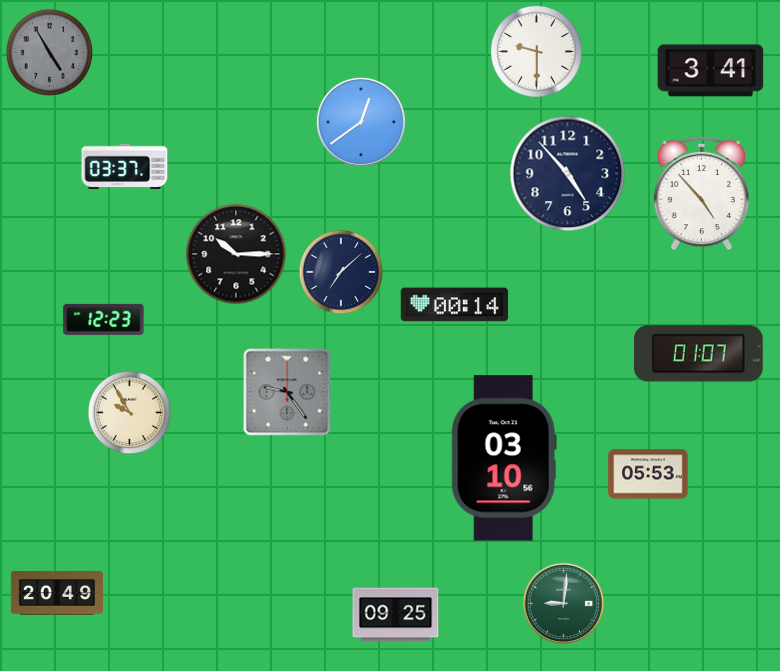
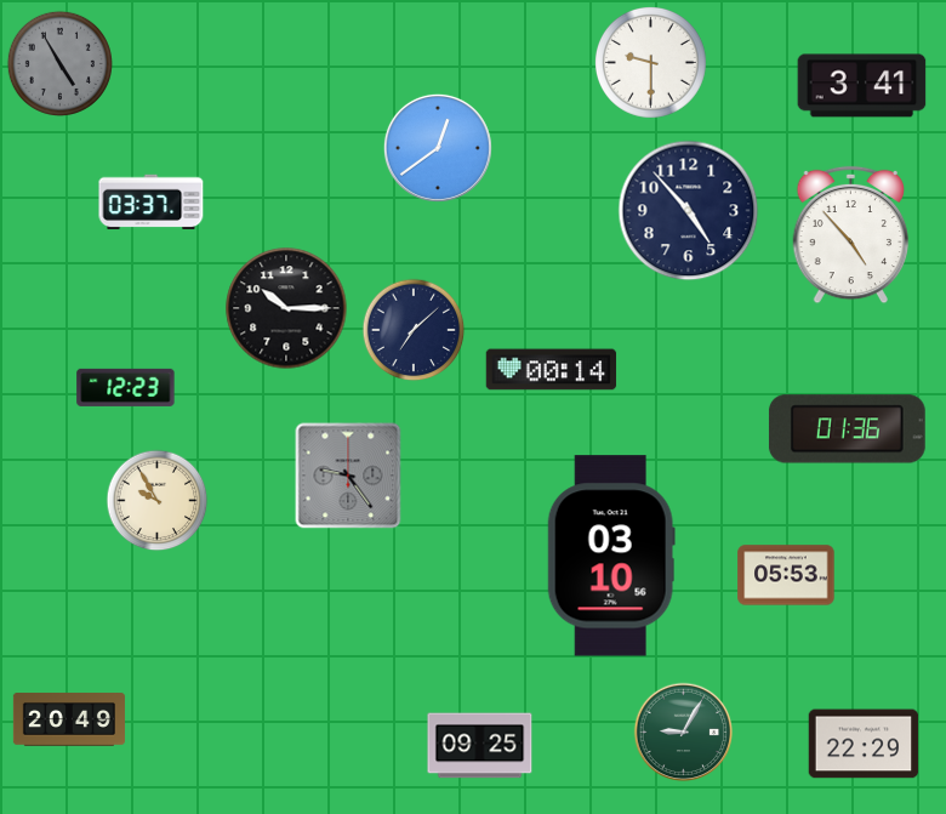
clock at (698, 354): 01:07 -> 01:36
clock at (564, 604): 9:01 -> 9:05
clock at (864, 744): none -> 22:29
